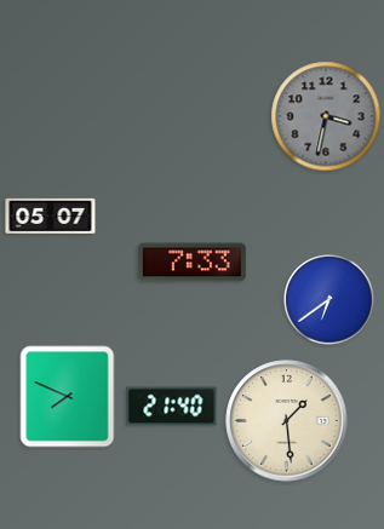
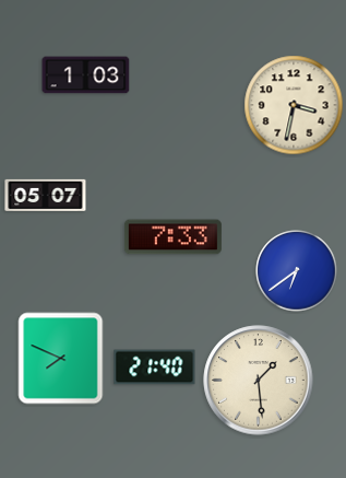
clock at (86, 75): none -> 1:03
clock at (326, 116) dial: grey -> cream
